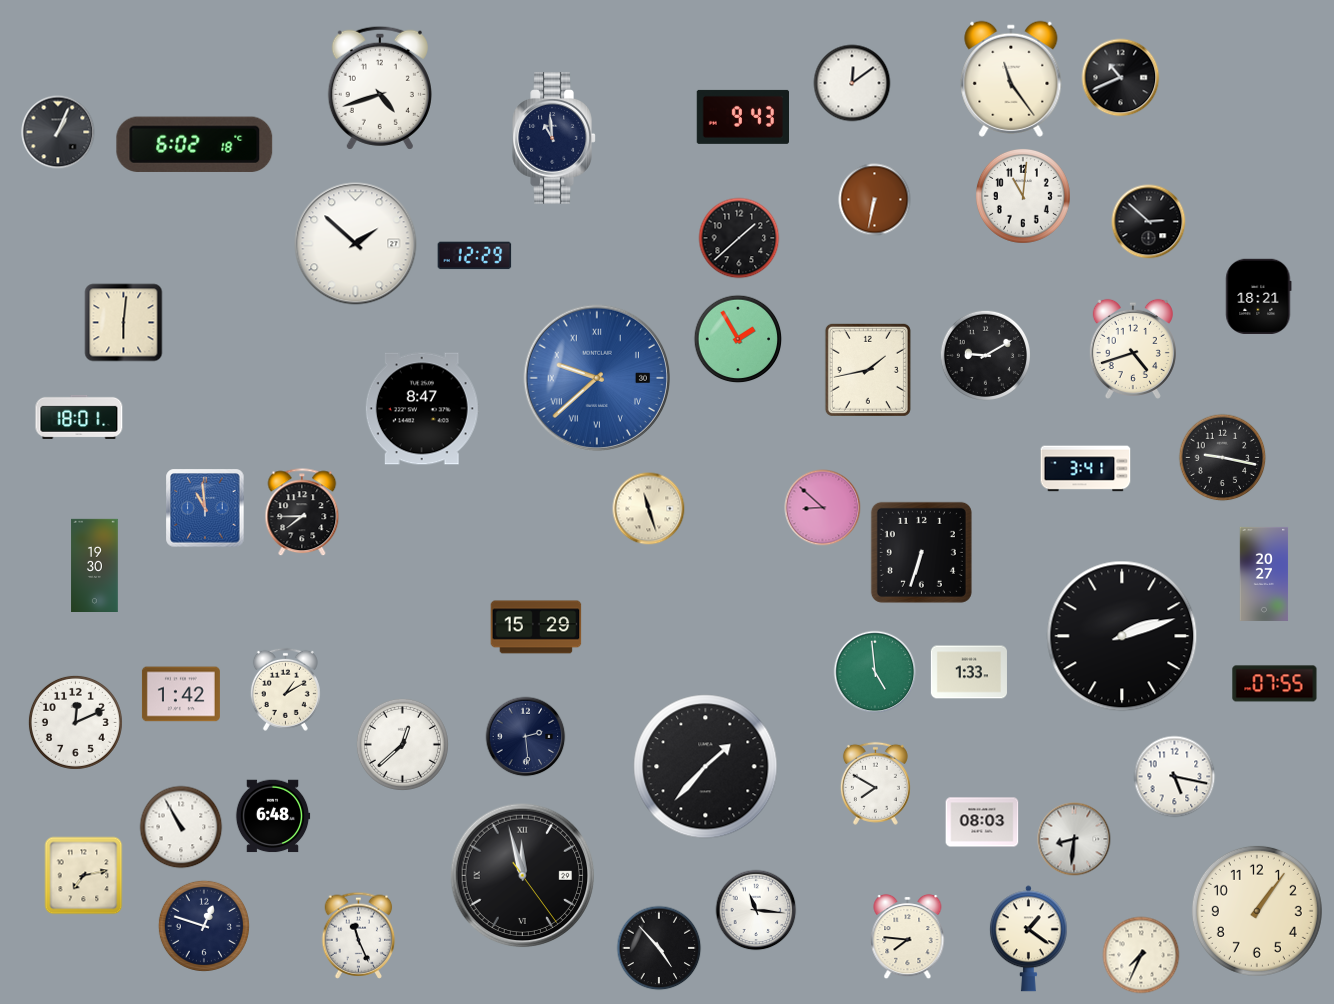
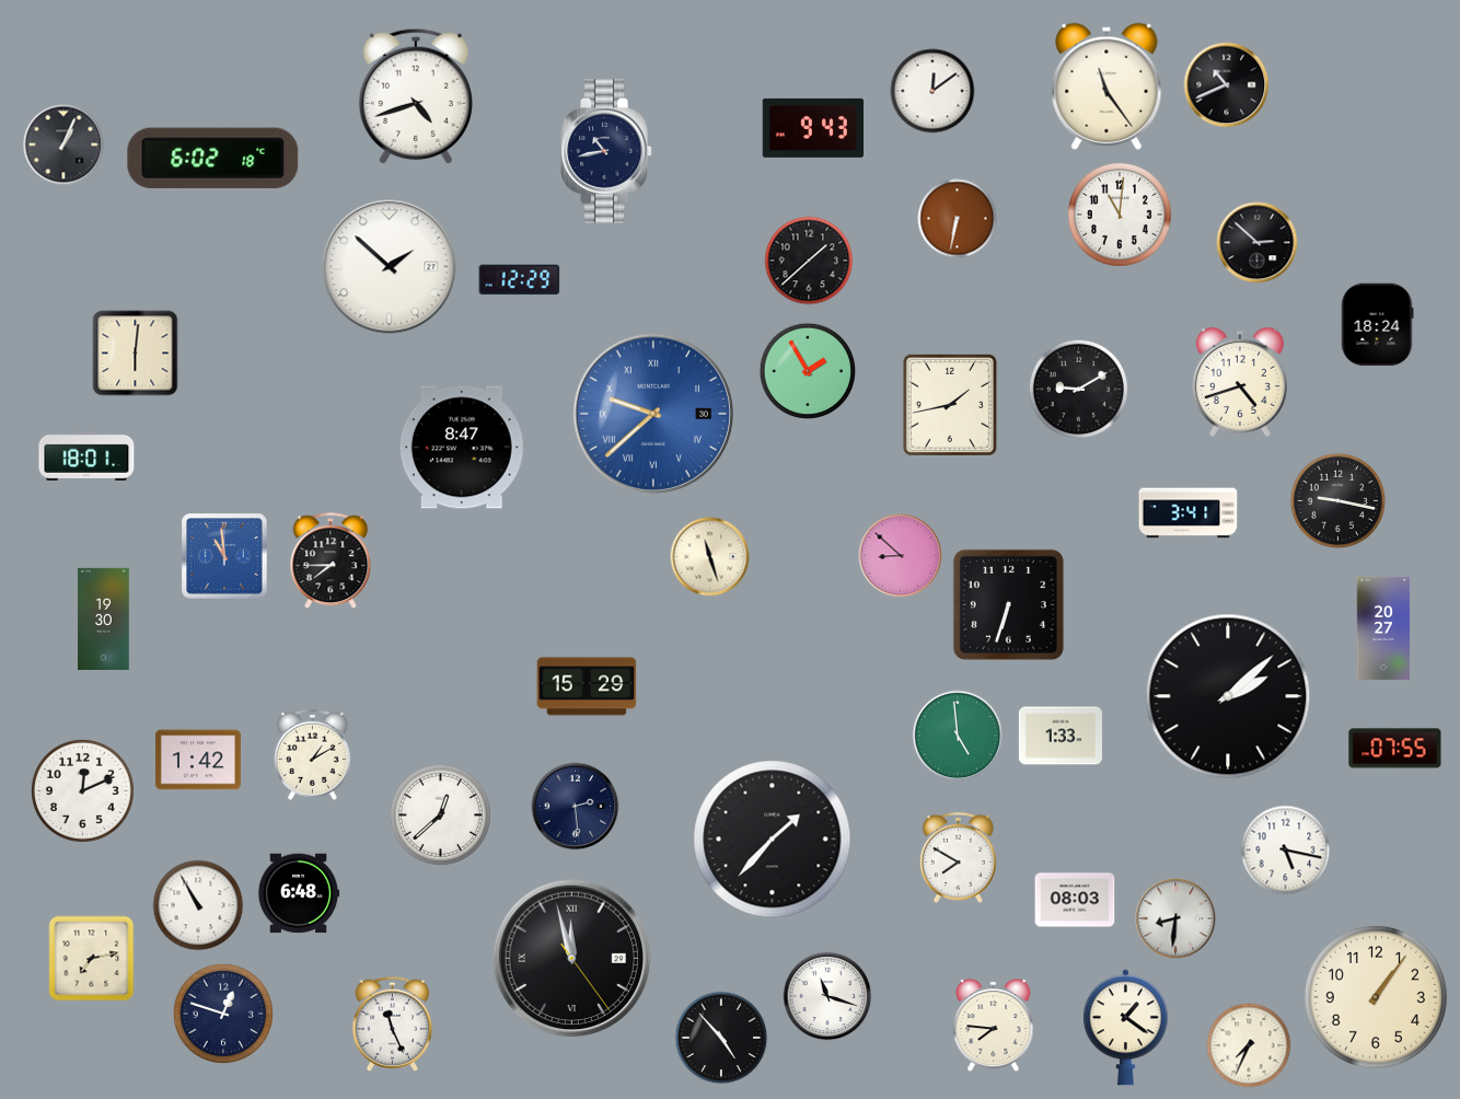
clock at (554, 138): 10:59 -> 10:43
clock at (1259, 296): 18:21 -> 18:24
clock at (1122, 636): 2:12 -> 2:08
clock at (756, 910): 11:16 -> 11:18
